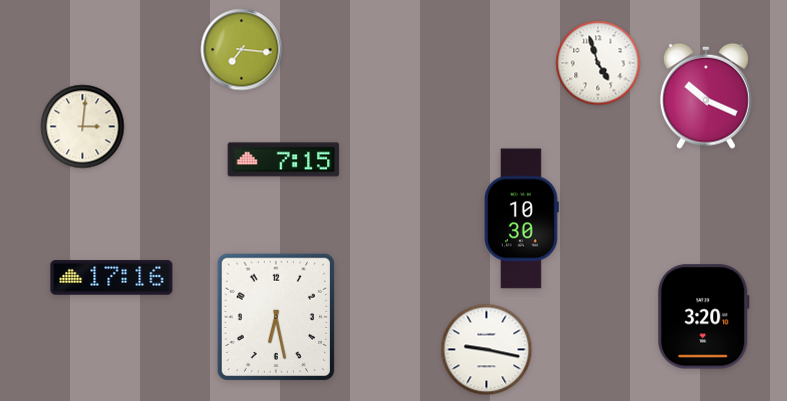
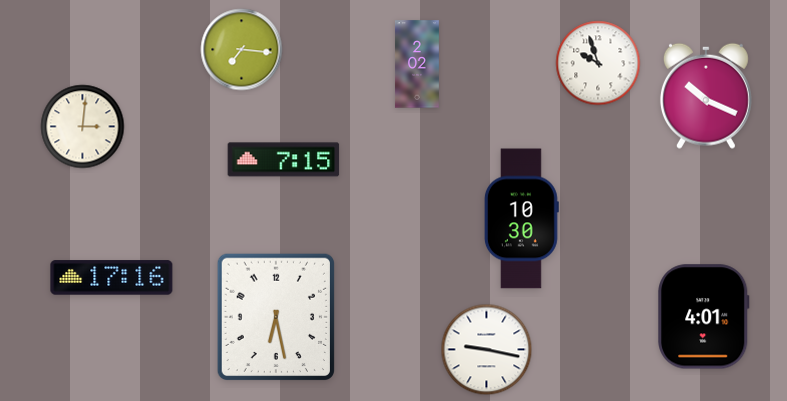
clock at (598, 63): 4:57 -> 9:57
clock at (417, 64): none -> 2:02
clock at (704, 317): 3:20 -> 4:01
